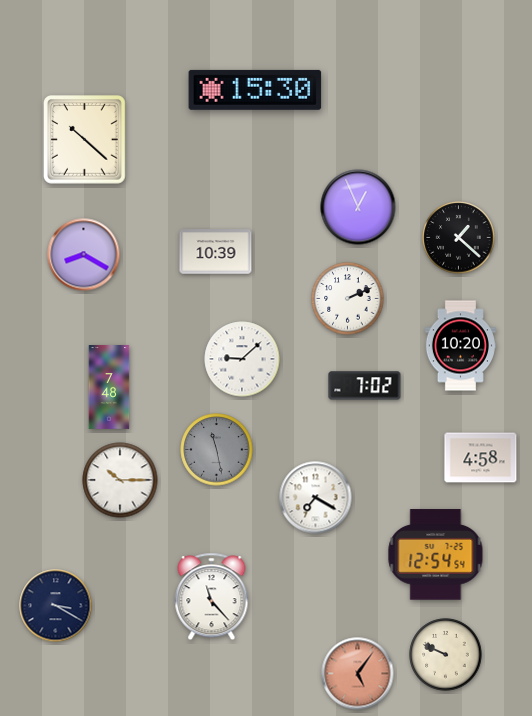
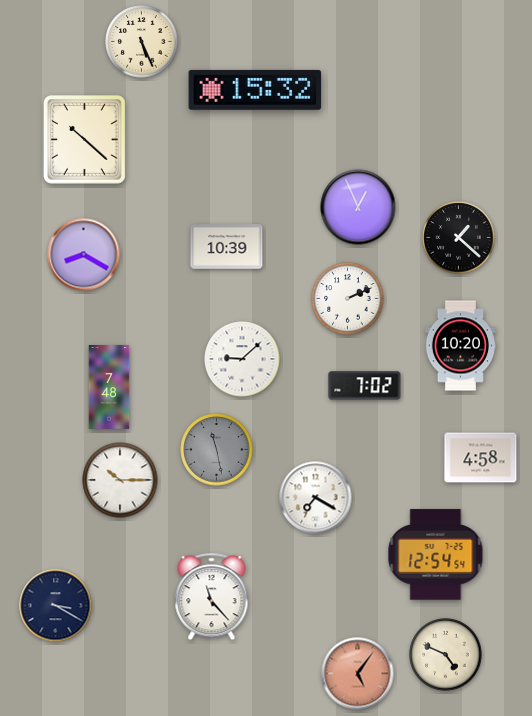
clock at (142, 42): none -> 5:26
clock at (255, 90): 15:30 -> 15:32
clock at (216, 252) position: (216, 252) -> (227, 247)
clock at (446, 655): 9:49 -> 4:49
